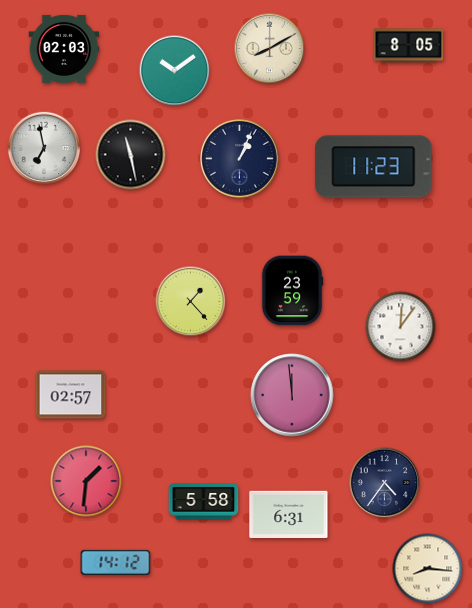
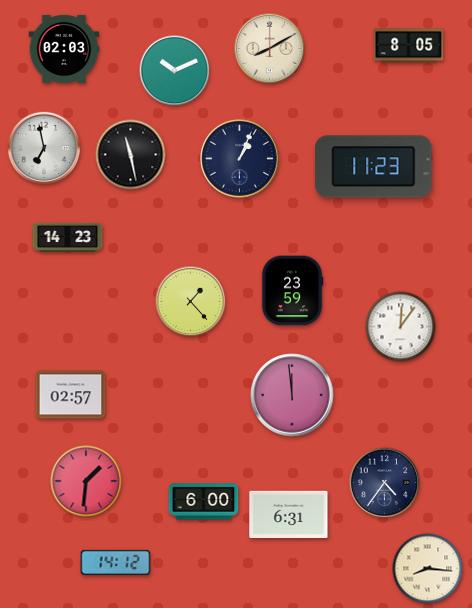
clock at (175, 71): 10:09 -> 10:11
clock at (68, 237): none -> 14:23
clock at (204, 502): 5:58 -> 6:00
